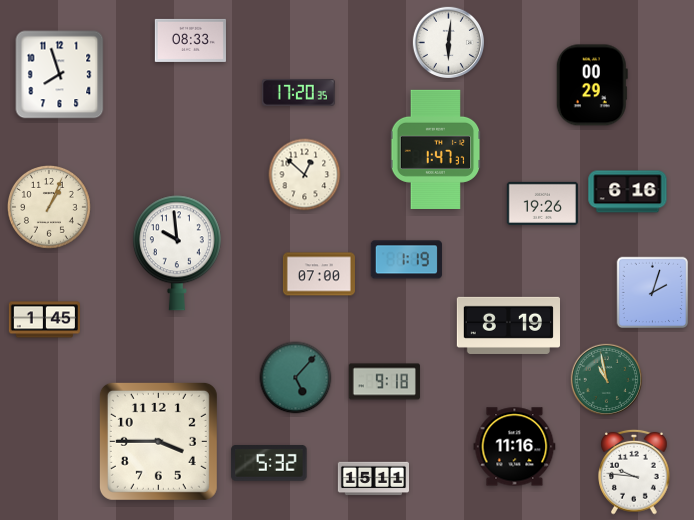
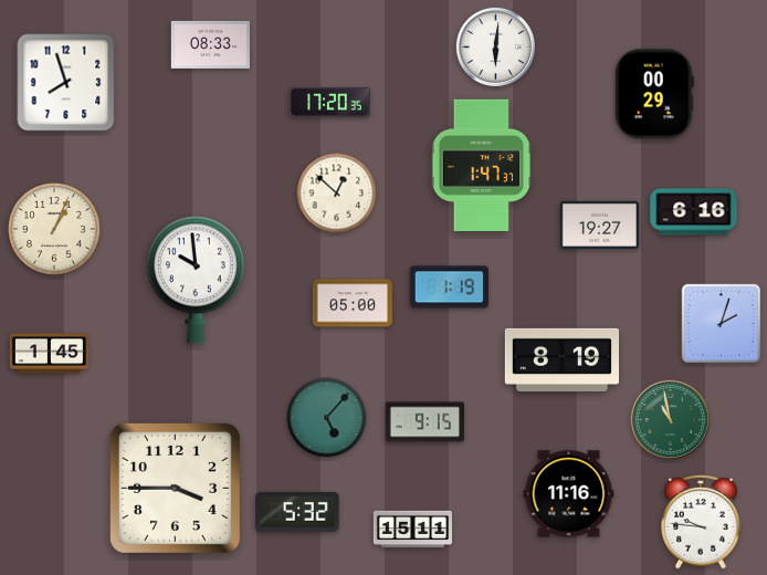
clock at (542, 203): 19:26 -> 19:27
clock at (319, 274): 07:00 -> 05:00
clock at (384, 382): 9:18 -> 9:15
